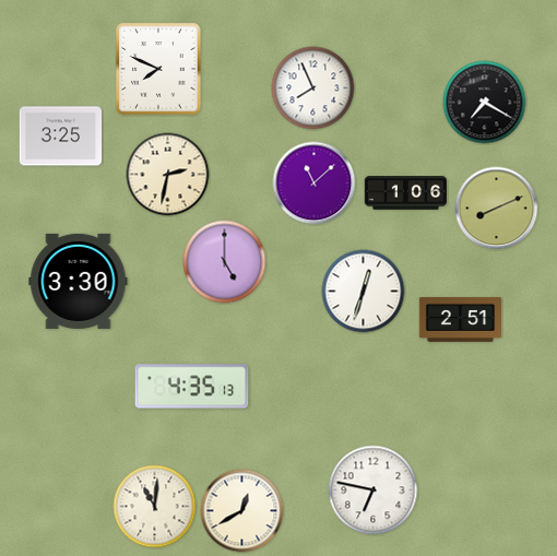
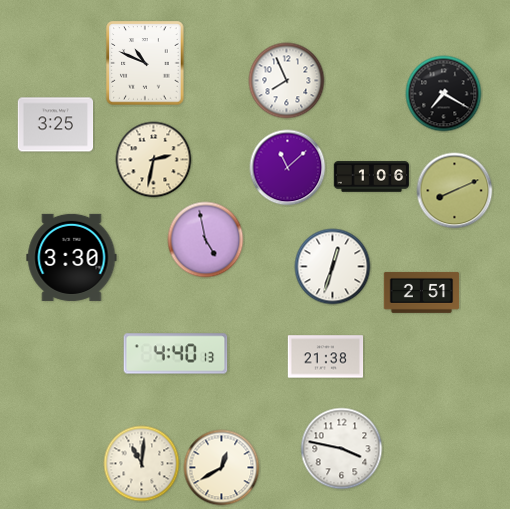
clock at (158, 69): 7:49 -> 10:49
clock at (225, 262): 5:00 -> 4:58
clock at (192, 387): 4:35 -> 4:40
clock at (326, 357): none -> 21:38
clock at (374, 490): 6:47 -> 3:47
